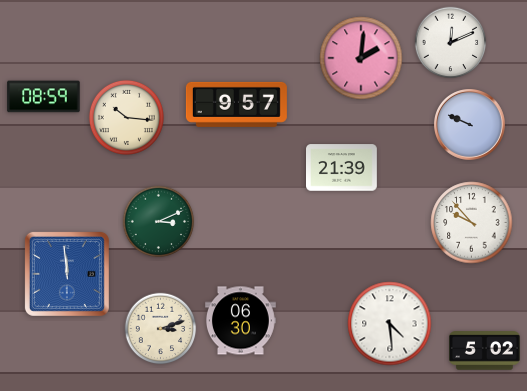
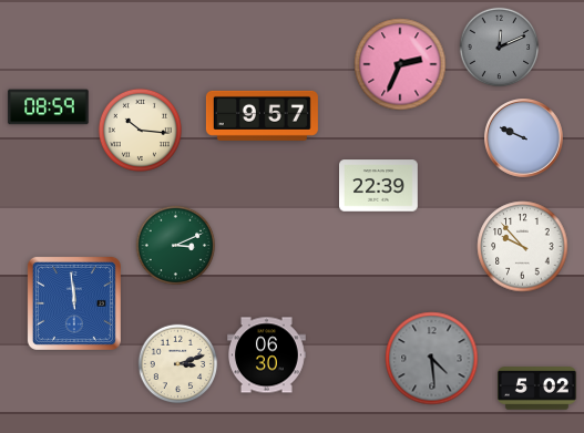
clock at (451, 43) dial: white -> grey
clock at (361, 58): 2:01 -> 2:34
clock at (470, 125) position: (470, 125) -> (524, 138)
clock at (342, 168): 21:39 -> 22:39
clock at (390, 324) dial: white -> grey
